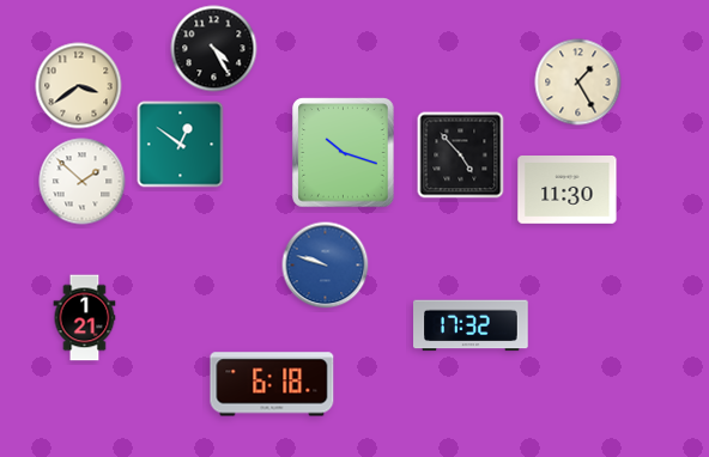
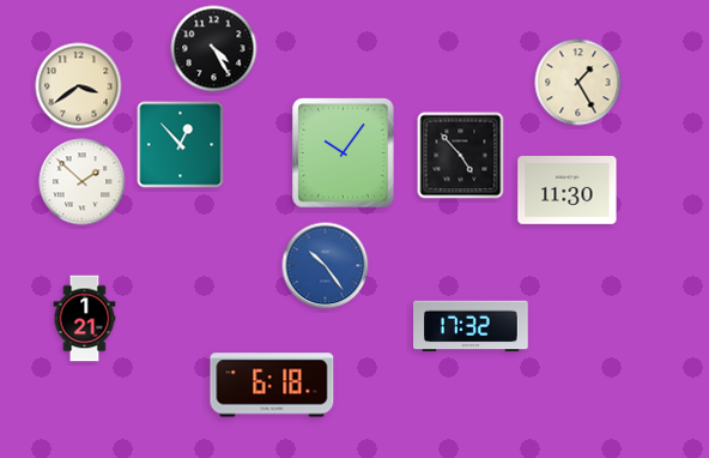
clock at (181, 145): 12:51 -> 12:53
clock at (344, 153): 10:18 -> 10:06
clock at (326, 266): 9:48 -> 10:24
